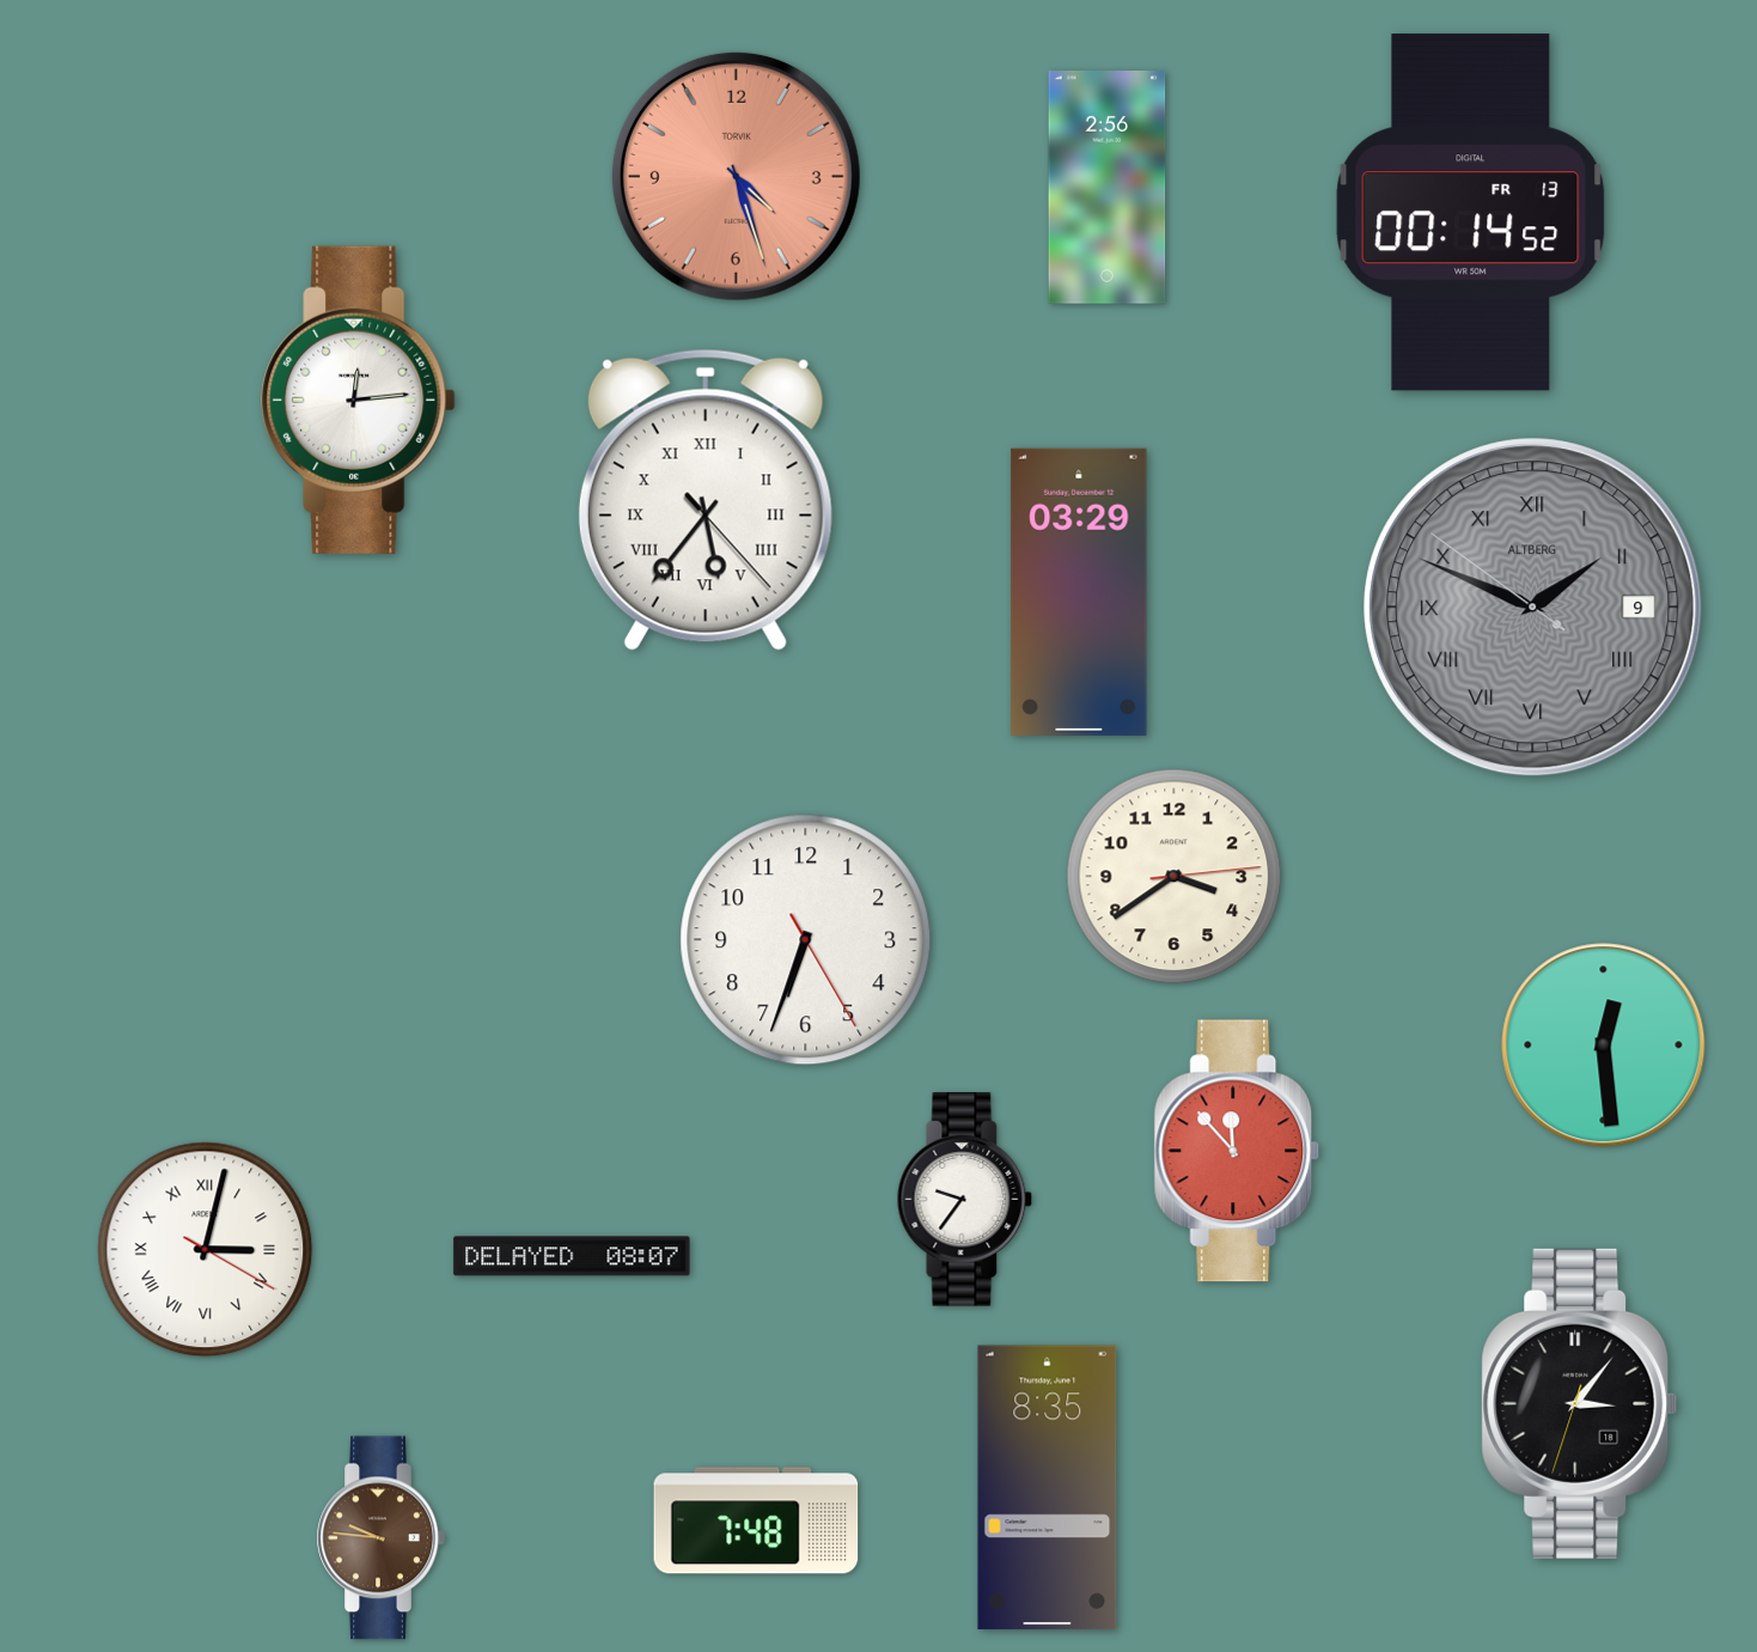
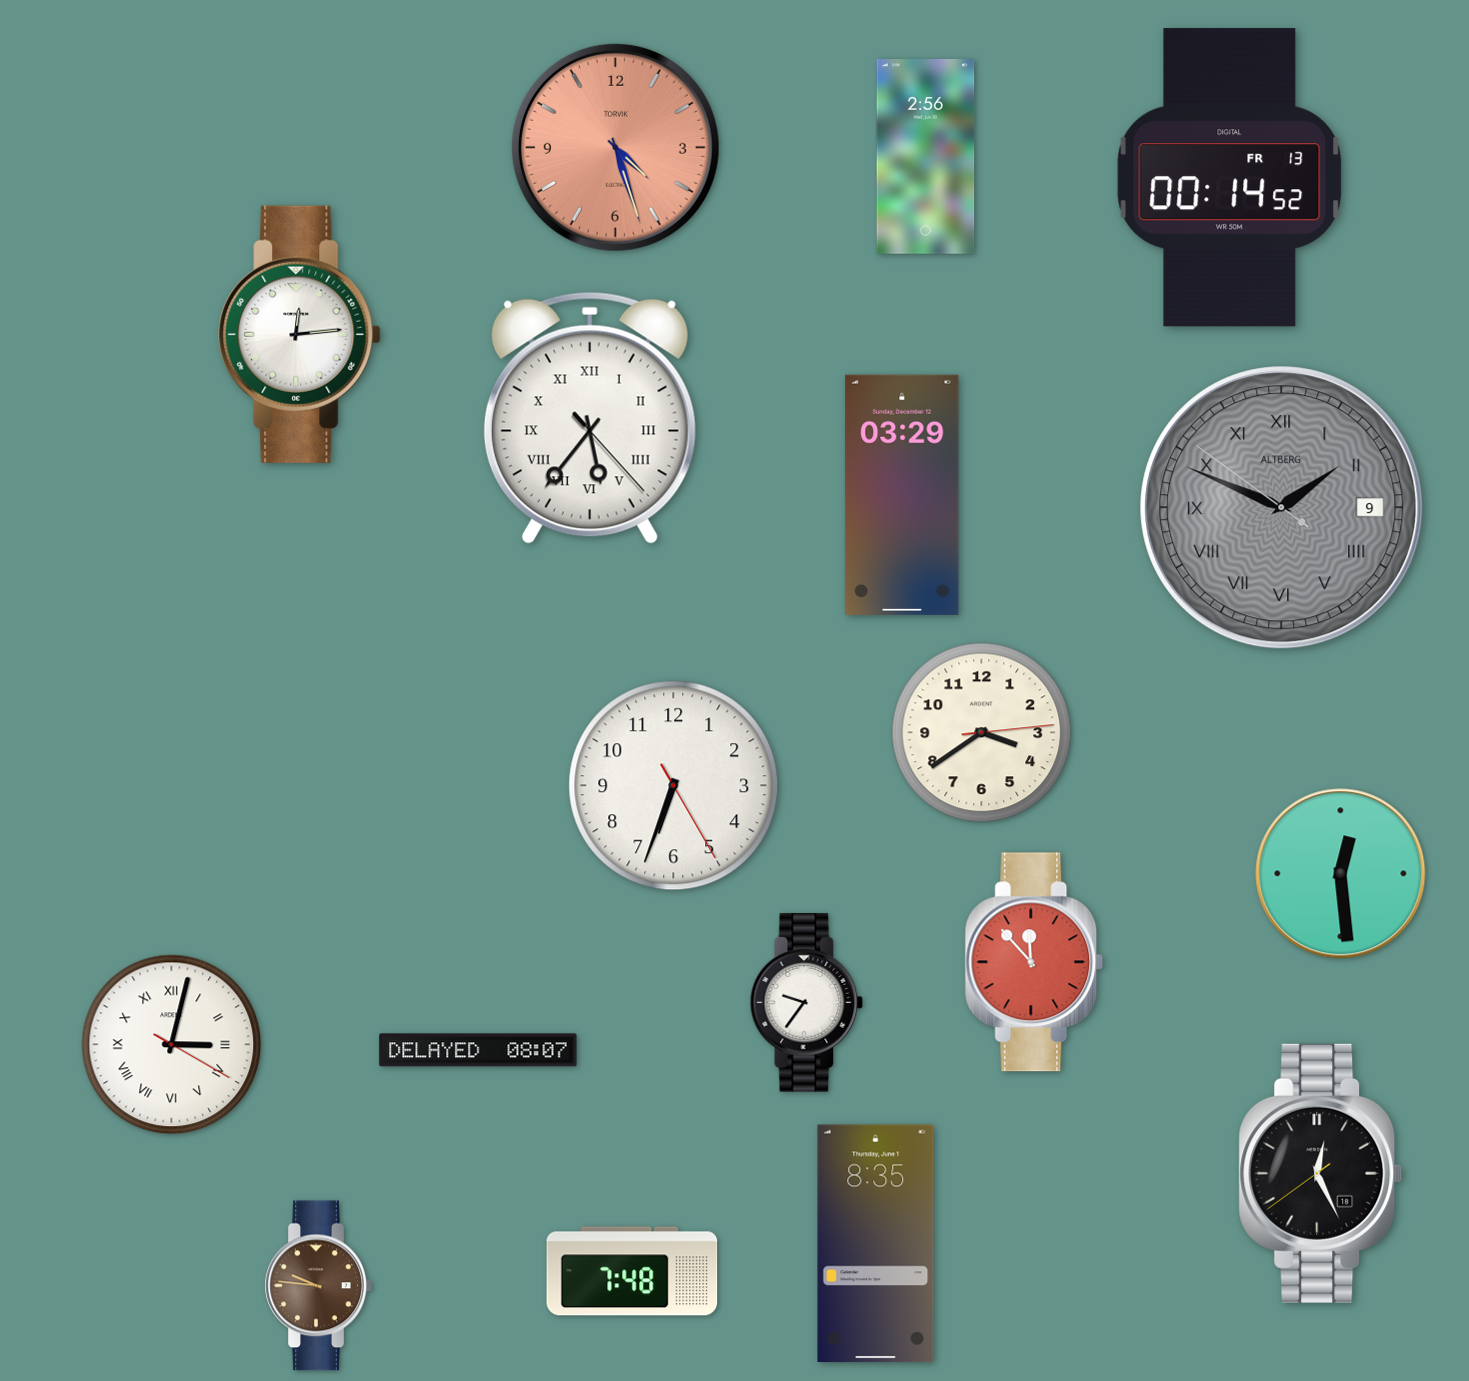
clock at (1580, 1403): 3:06 -> 12:25
